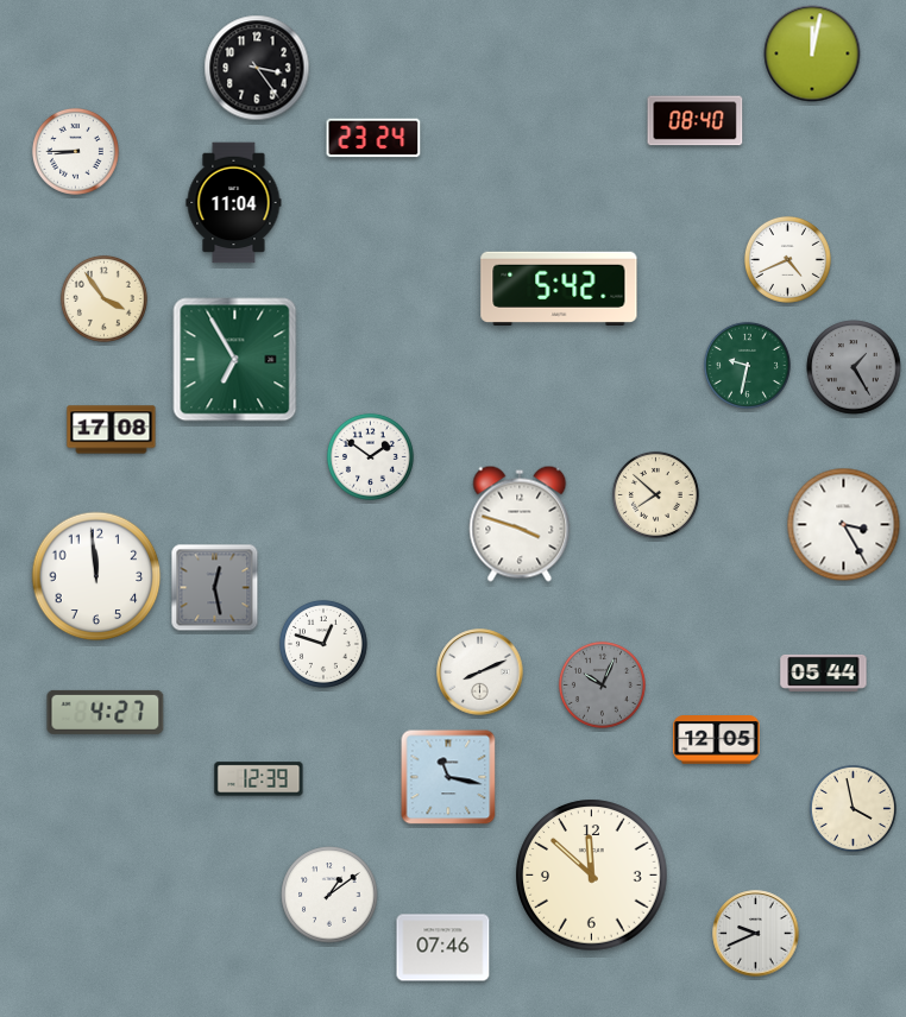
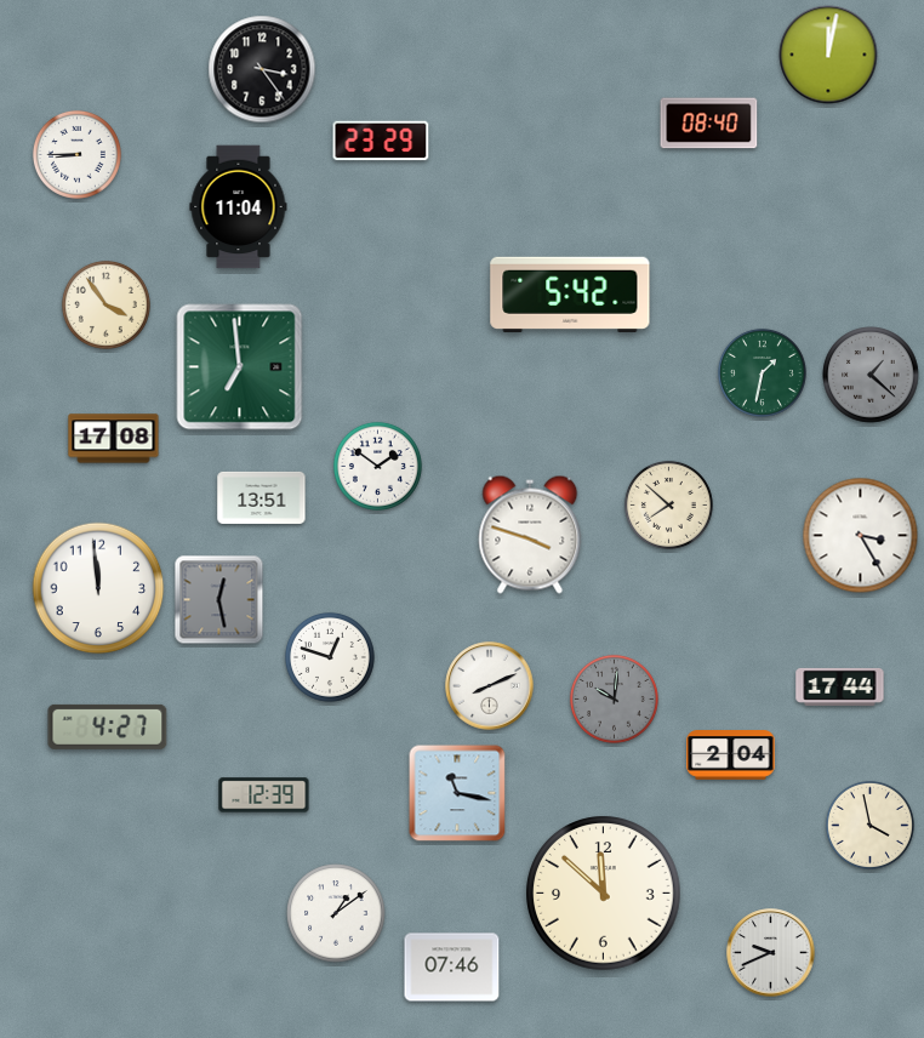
clock at (373, 138): 23:24 -> 23:29
clock at (787, 259): 4:41 -> none
clock at (235, 360): 6:55 -> 6:59
clock at (747, 365): 9:32 -> 1:32
clock at (854, 367): 1:25 -> 1:22
clock at (262, 497): none -> 13:51
clock at (824, 672): 05:44 -> 17:44
clock at (602, 684): 10:04 -> 10:01
clock at (717, 740): 12:05 -> 2:04
